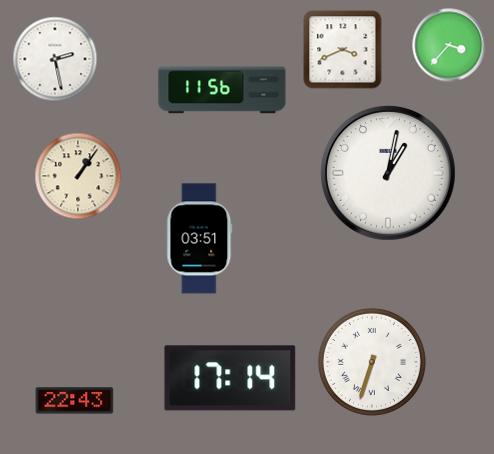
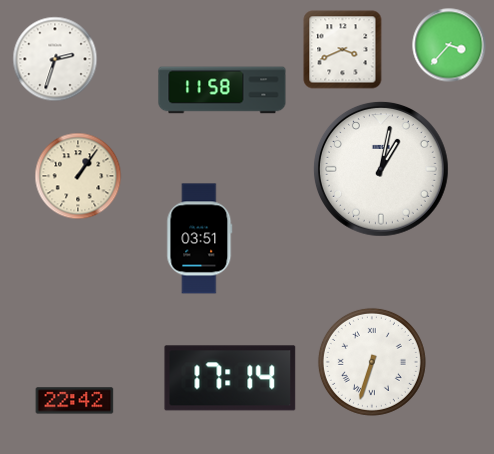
clock at (55, 59): 2:28 -> 2:33
clock at (222, 90): 11:56 -> 11:58
clock at (388, 173) position: (388, 173) -> (381, 169)
clock at (75, 401): 22:43 -> 22:42
